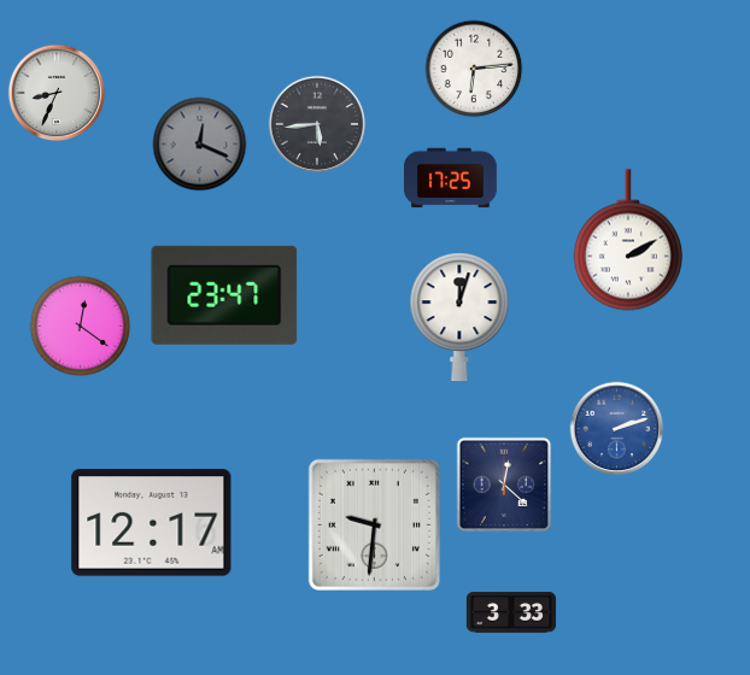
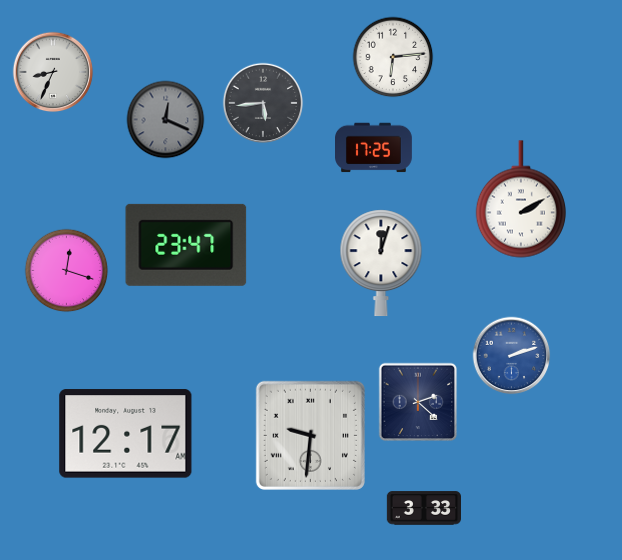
clock at (57, 93) position: (57, 93) -> (53, 72)
clock at (81, 327): 12:21 -> 12:18
clock at (504, 485): 12:22 -> 2:22
